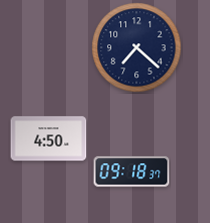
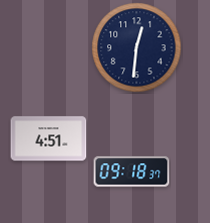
clock at (137, 48): 7:22 -> 12:31
clock at (49, 139): 4:50 -> 4:51
